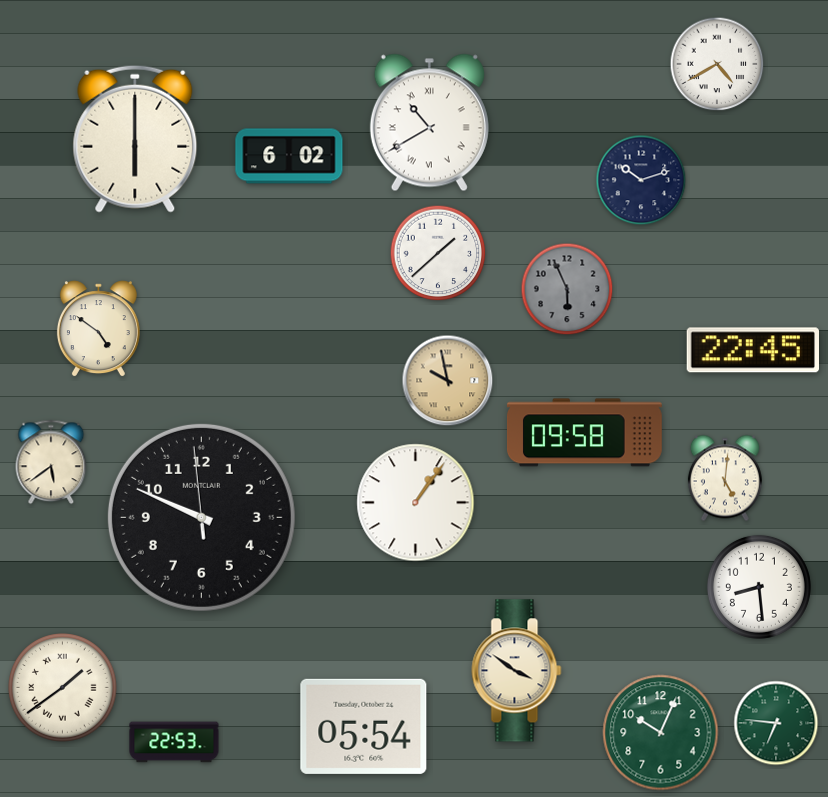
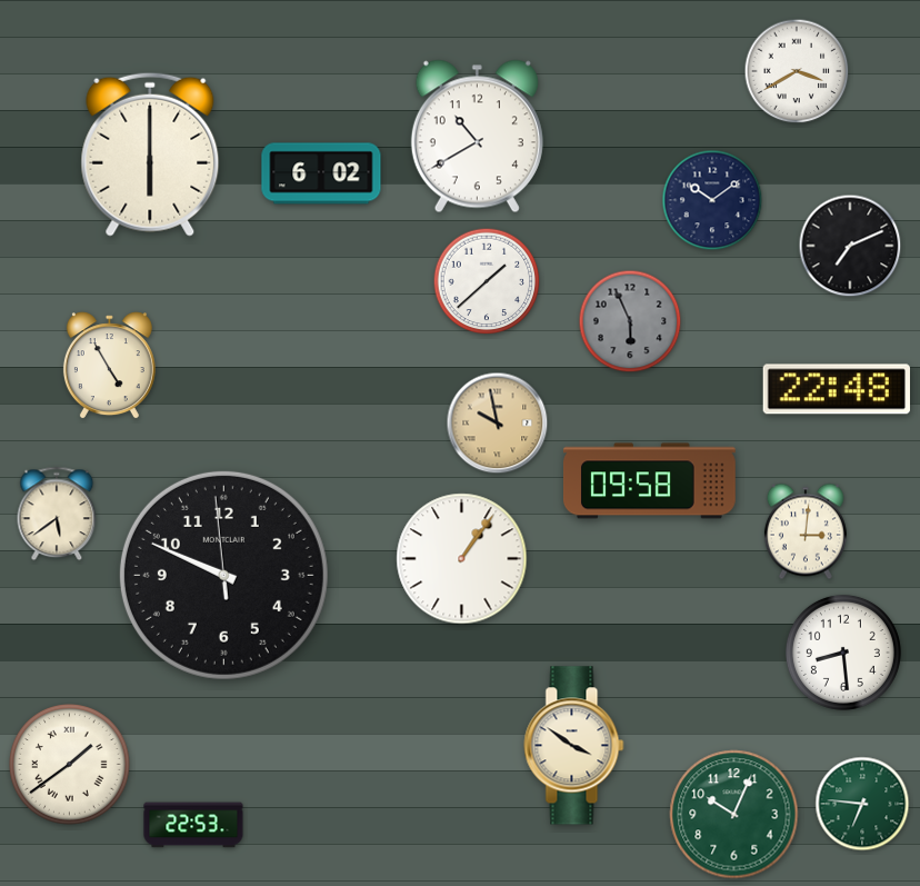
clock at (717, 64): 4:40 -> 3:40
clock at (429, 123) numerals: Roman -> Arabic
clock at (641, 180): 10:12 -> 10:09
clock at (850, 246): none -> 7:11
clock at (98, 329): 4:51 -> 4:55
clock at (752, 350): 22:45 -> 22:48
clock at (725, 478): 5:01 -> 3:01
clock at (364, 726): 05:54 -> none
